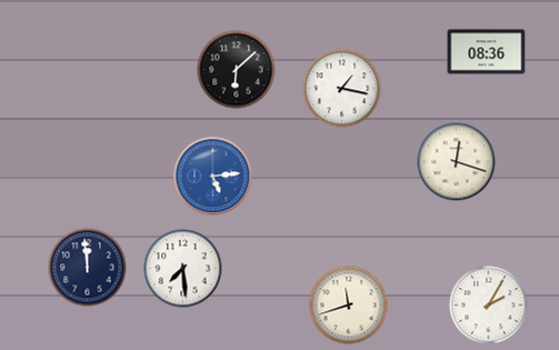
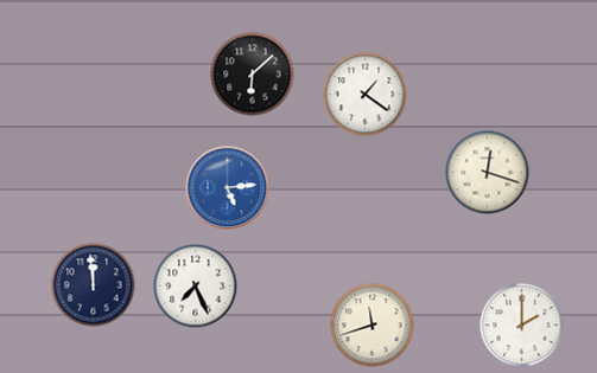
clock at (487, 52): 08:36 -> none
clock at (342, 89): 1:17 -> 1:21
clock at (183, 269): 7:29 -> 7:26
clock at (489, 306): 2:05 -> 2:00
